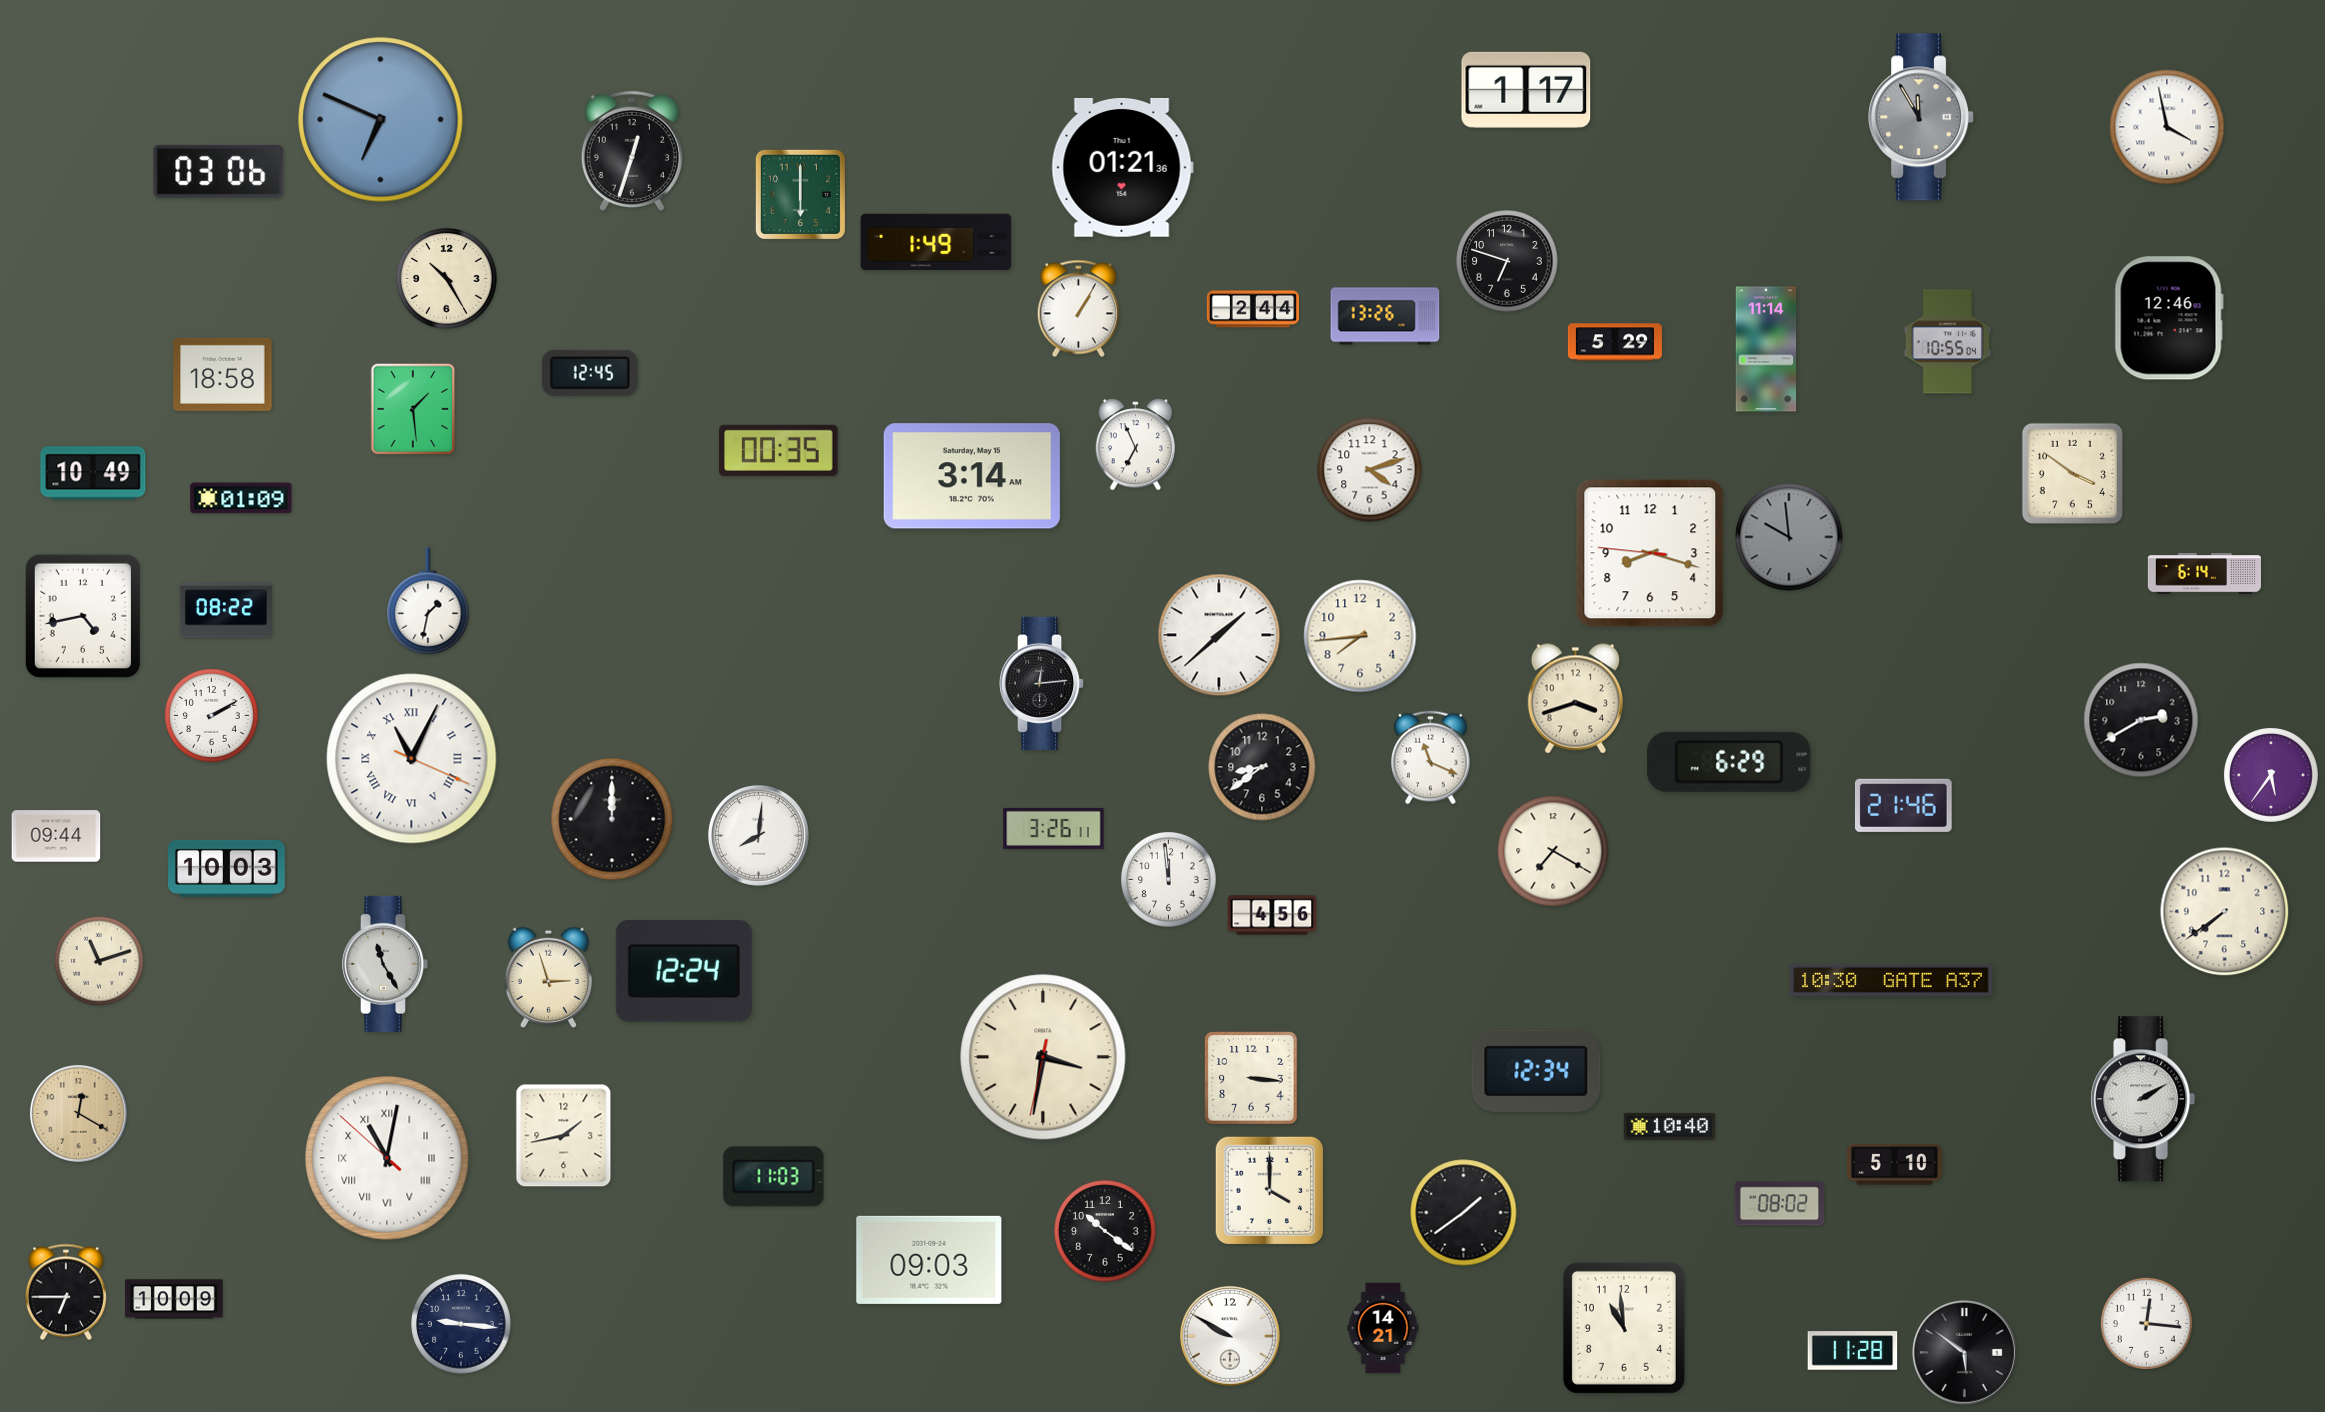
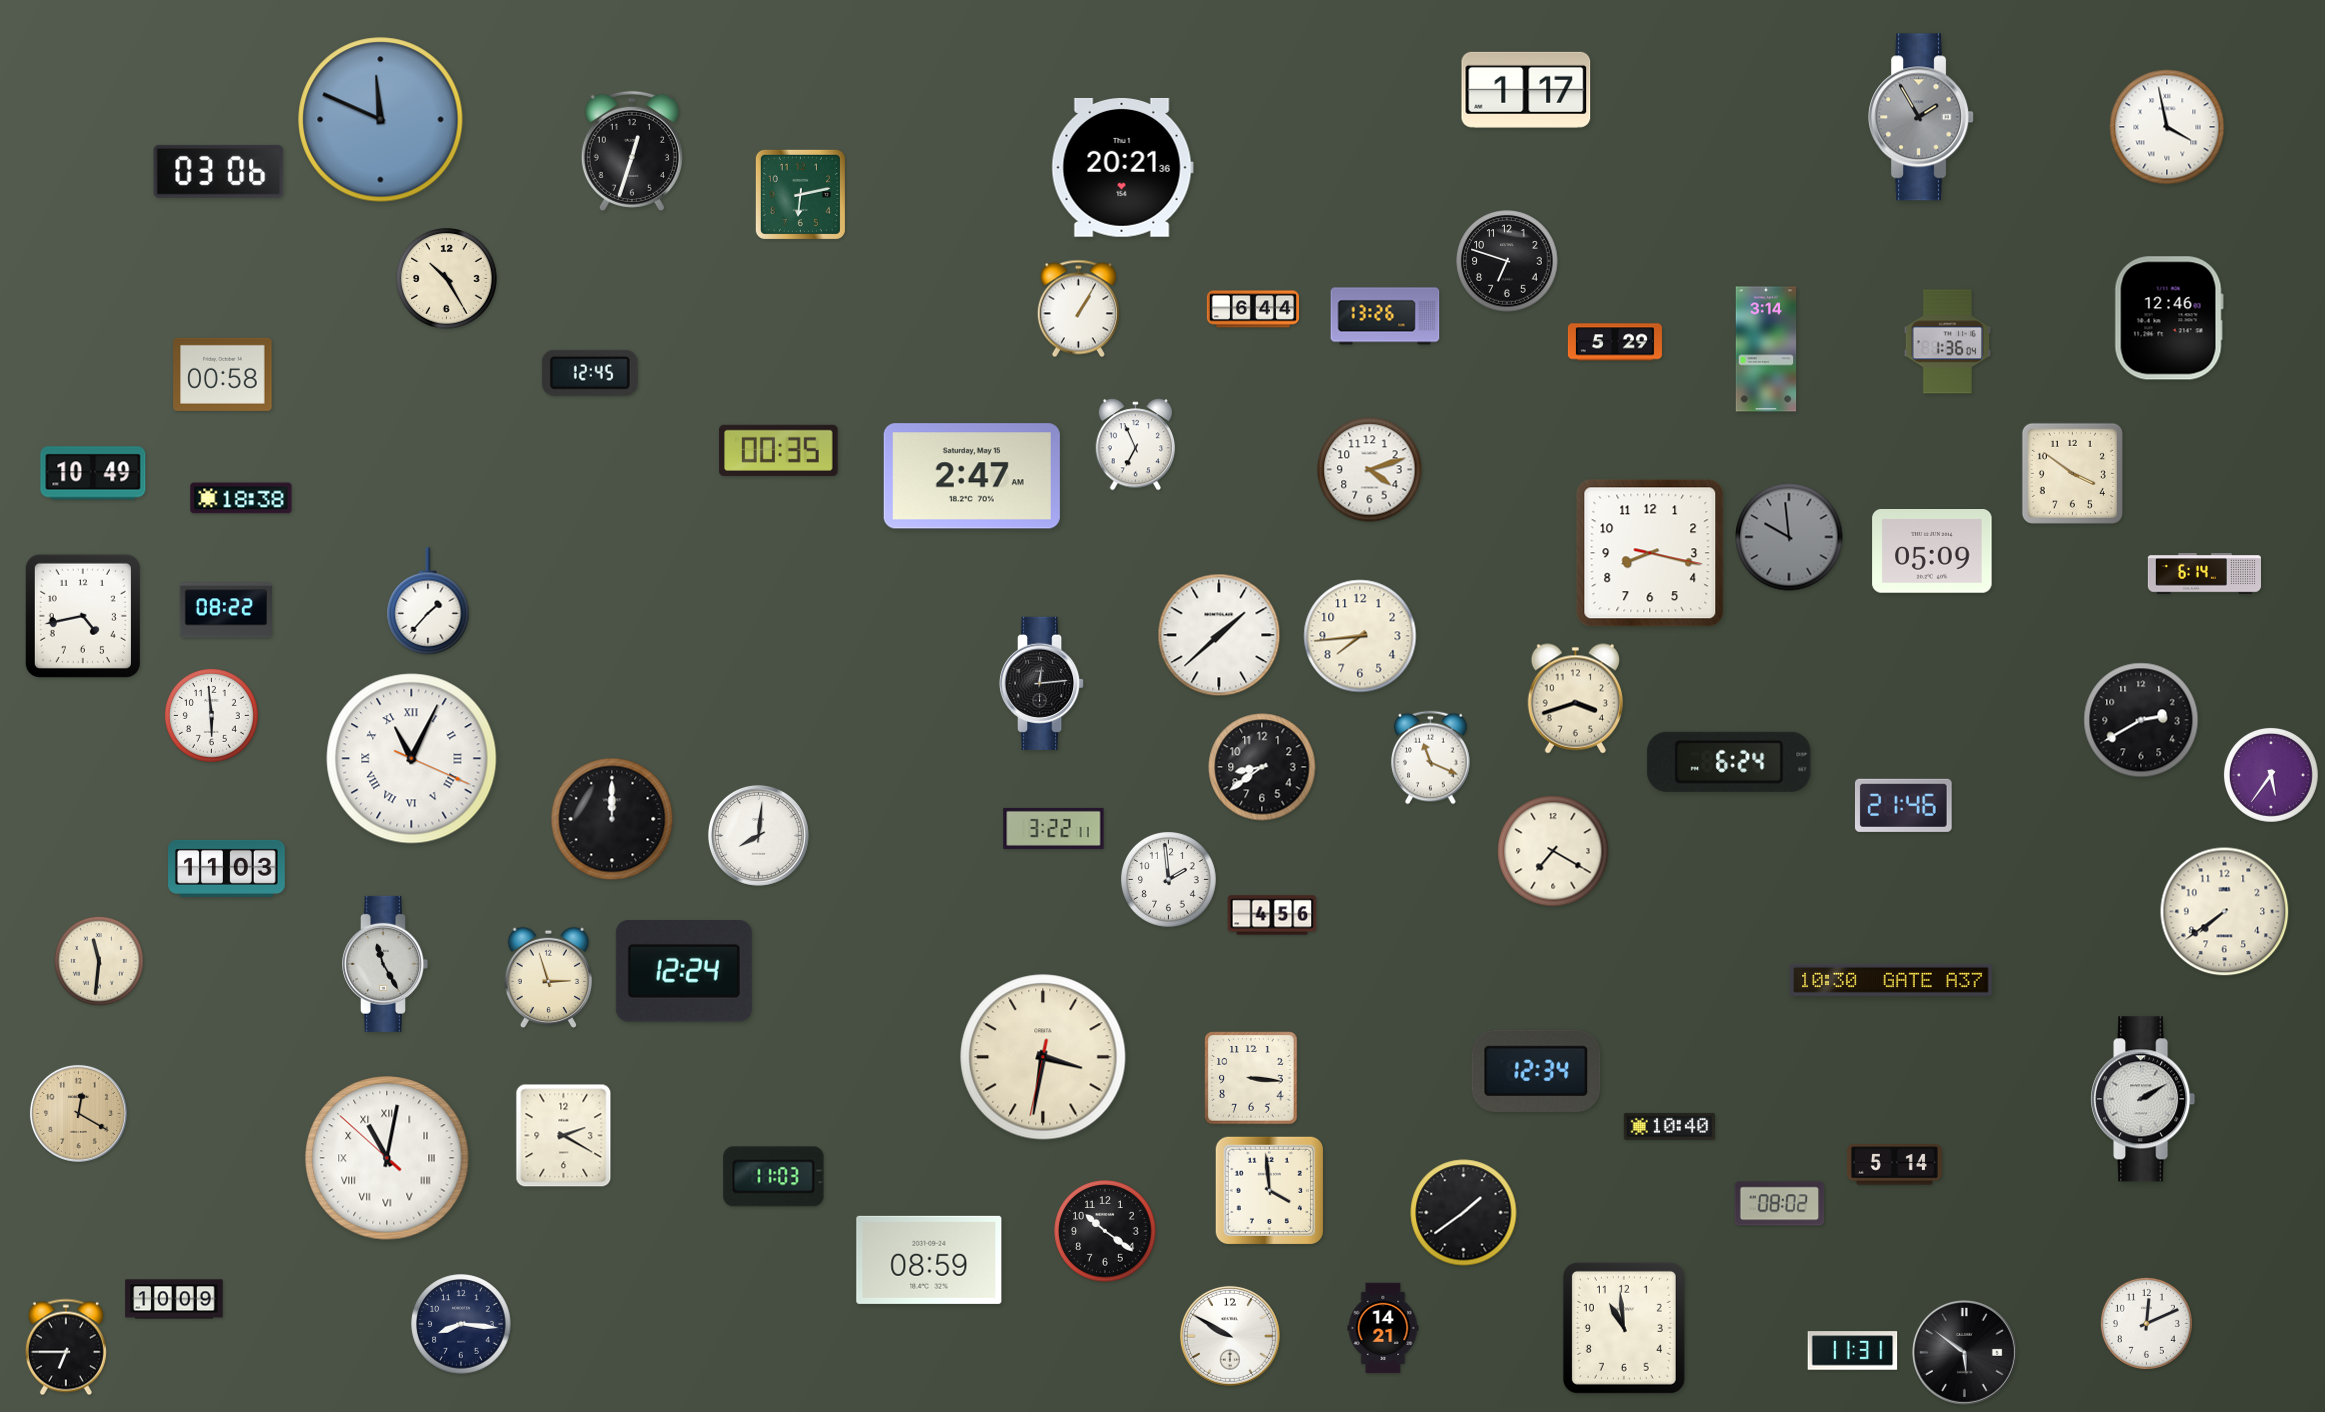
clock at (1922, 117): 11:55 -> 1:55
clock at (381, 120): 6:49 -> 11:49
clock at (1122, 167): 01:21 -> 20:21
clock at (800, 194): 6:00 -> 6:13
clock at (936, 242): 1:49 -> none
clock at (1252, 309): 2:44 -> 6:44
clock at (1947, 342): 10:55 -> 1:36
clock at (1766, 349): 11:14 -> 3:14
clock at (223, 374): 18:58 -> 00:58
clock at (413, 409): 1:29 -> none
clock at (972, 476): 3:14 -> 2:47
clock at (241, 498): 01:09 -> 18:38
clock at (1932, 552): none -> 05:09
clock at (1650, 553): 8:17:46 -> 8:17:17
clock at (428, 601): 1:32 -> 1:37
clock at (211, 715): 2:10 -> 5:59
clock at (1729, 762): 6:29 -> 6:24
clock at (1054, 828): 3:26 -> 3:22
clock at (56, 836): 09:44 -> none
clock at (227, 868): 10:03 -> 11:03
clock at (1169, 880): 11:59 -> 1:59
clock at (99, 961): 11:12 -> 11:31
clock at (564, 1136): 1:43 -> 2:20
clock at (1894, 1165): 5:10 -> 5:14
clock at (1269, 1190): 4:00 -> 3:59
clock at (929, 1260): 09:03 -> 08:59
clock at (66, 1292) position: (66, 1292) -> (66, 1347)
clock at (2146, 1323): 12:16 -> 12:11
clock at (461, 1324): 9:16 -> 8:16
clock at (1853, 1351): 11:28 -> 11:31
